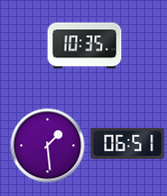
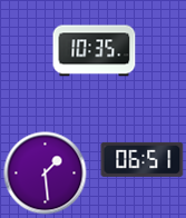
clock at (48, 146) position: (48, 146) -> (46, 174)
